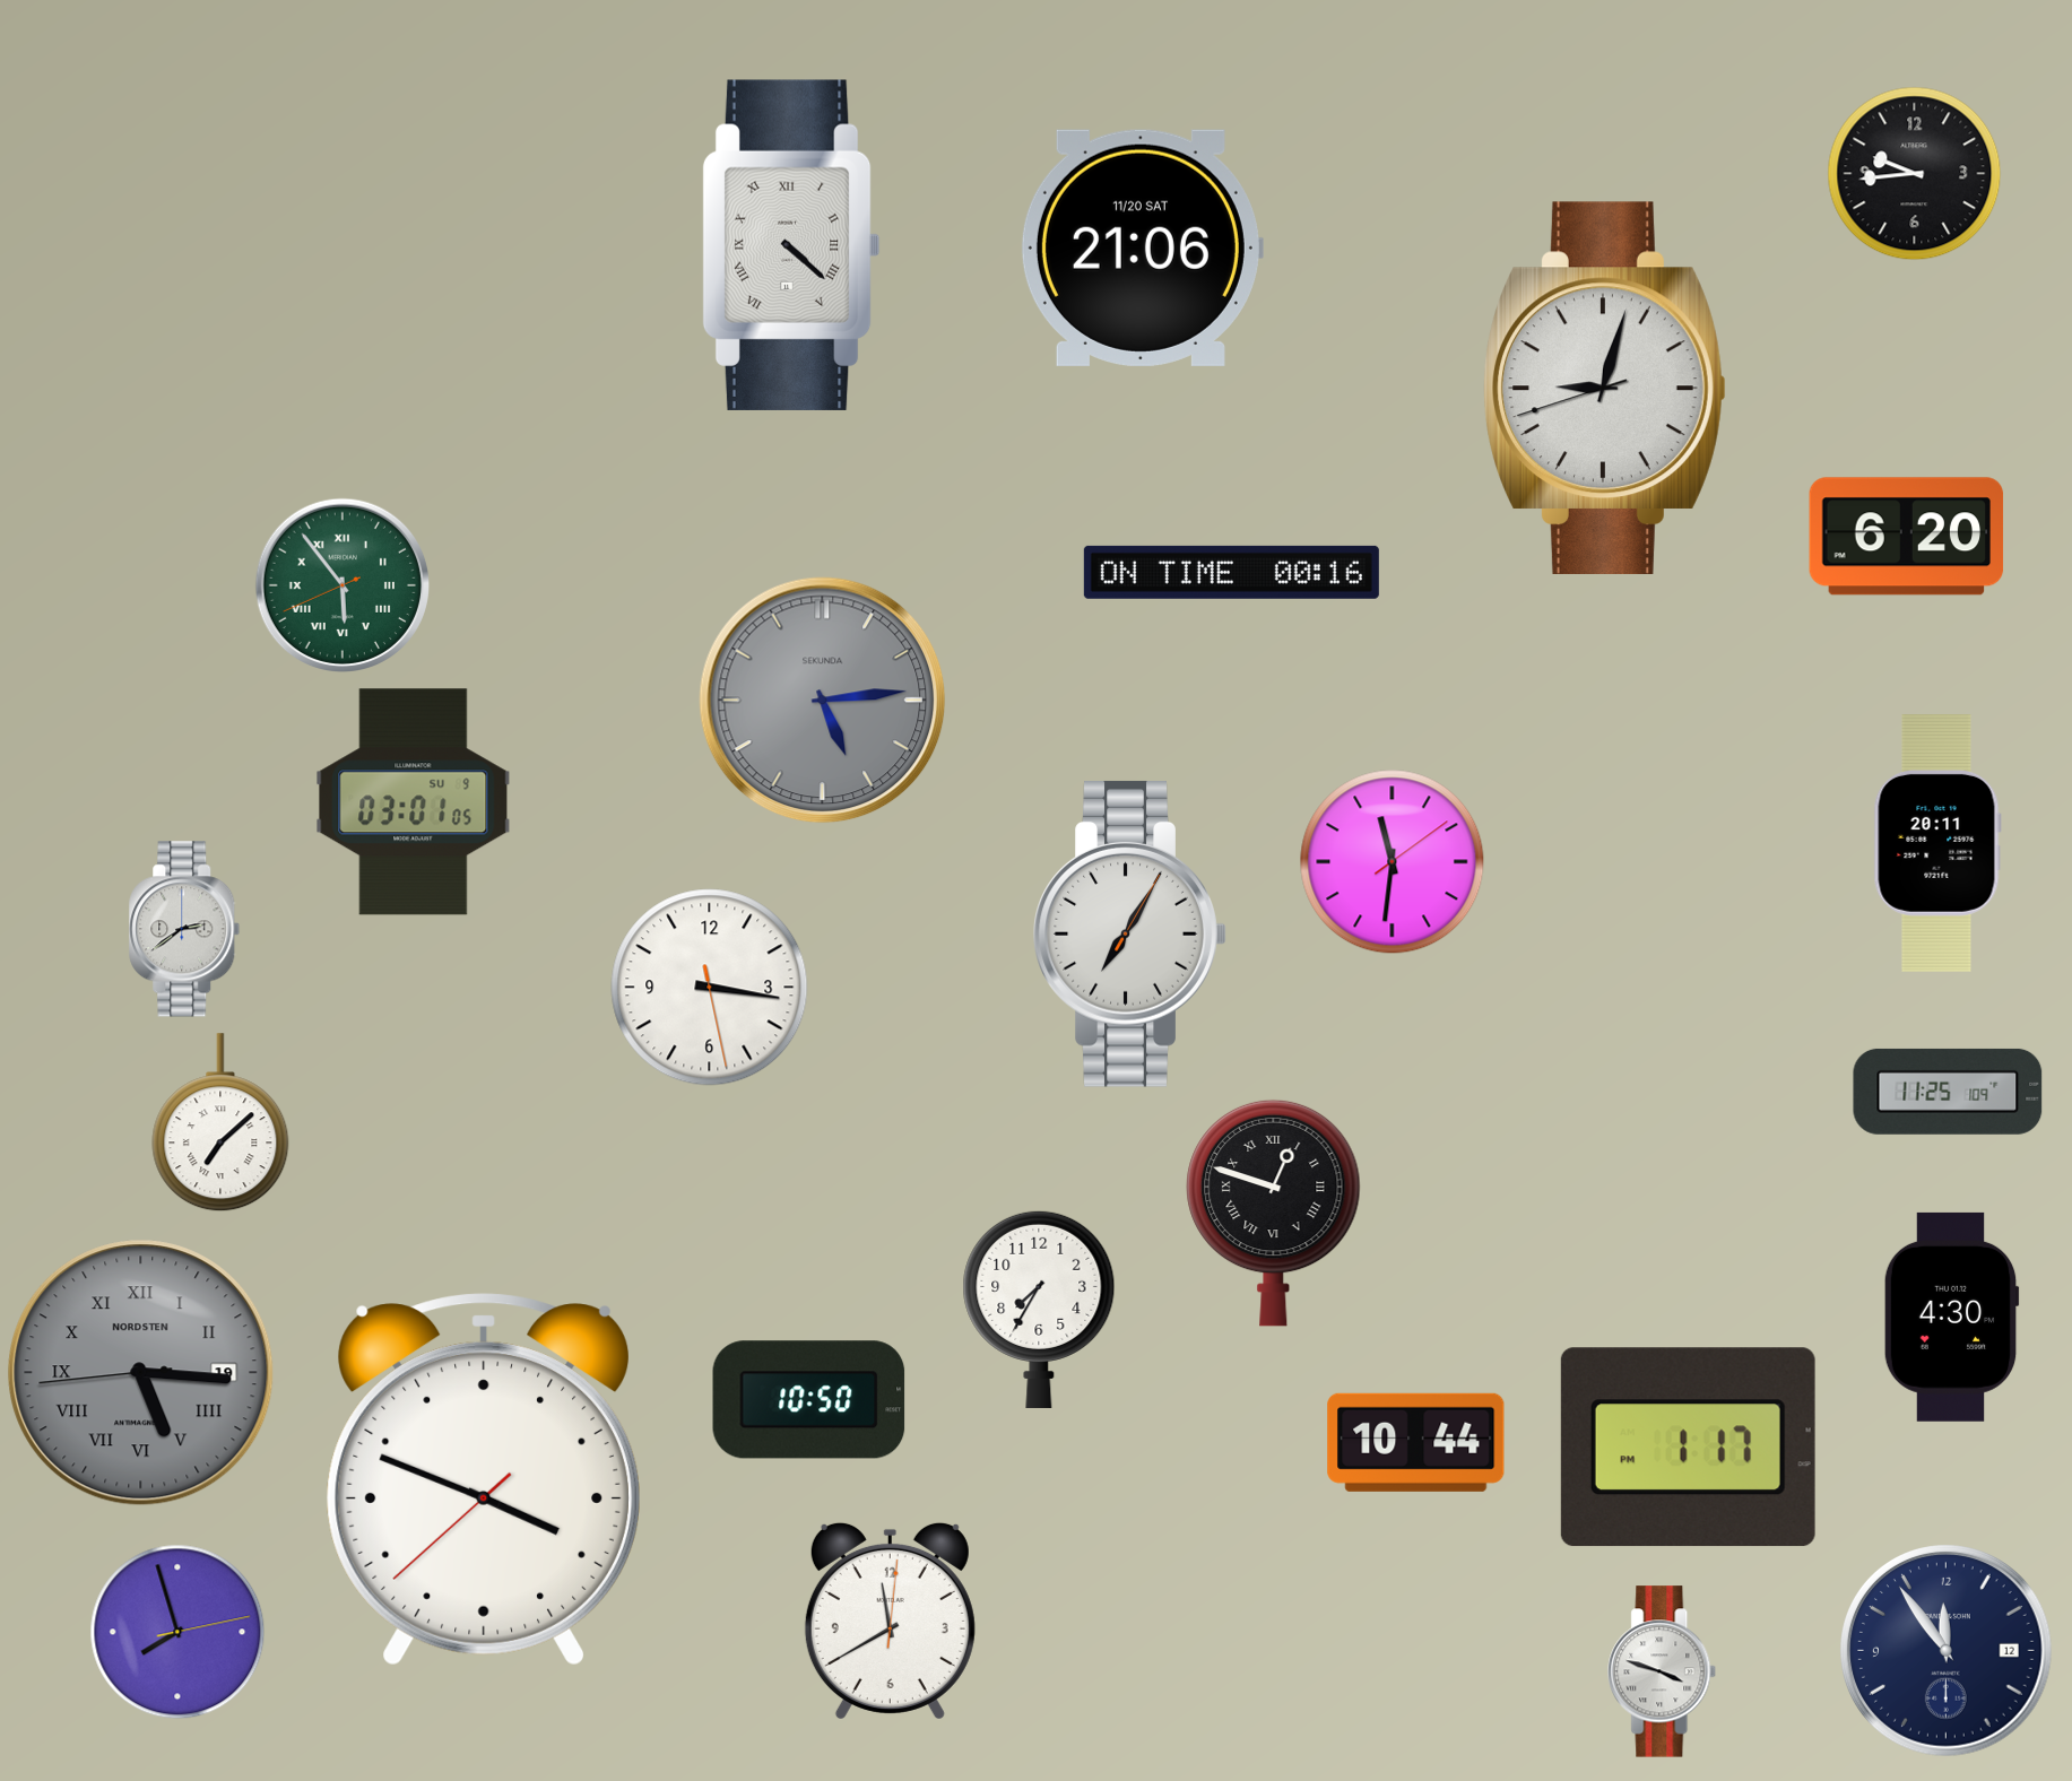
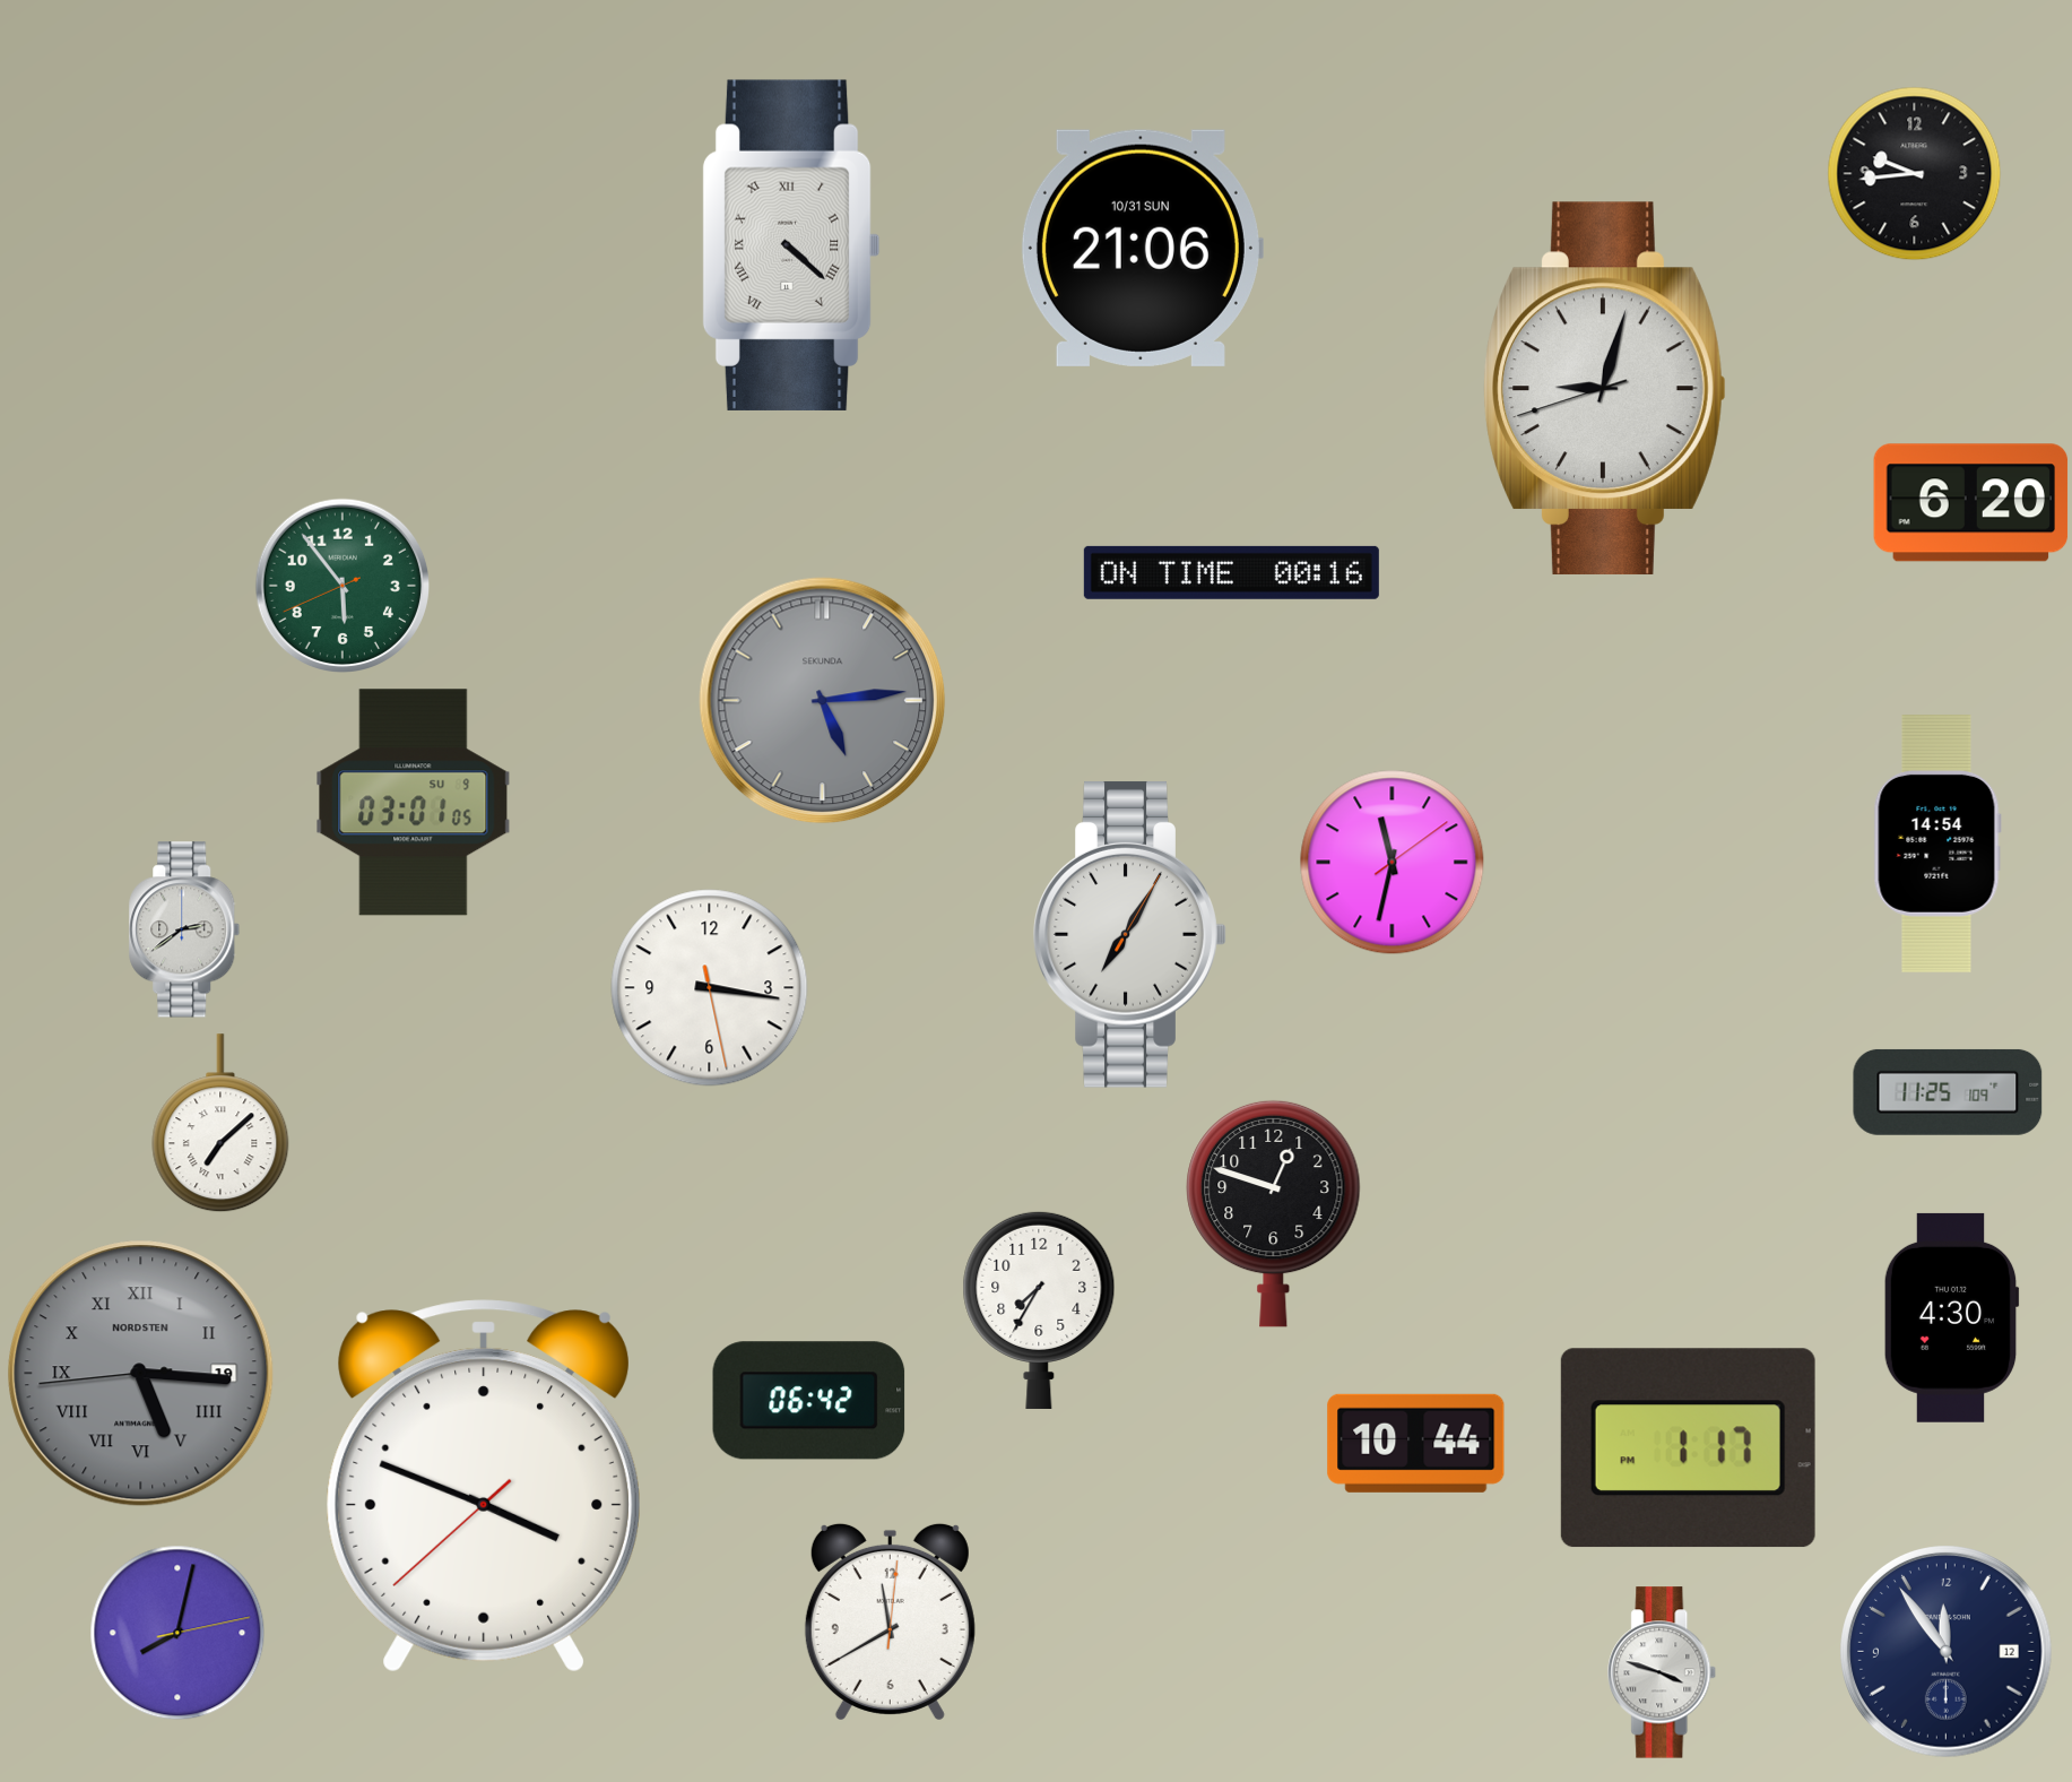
clock at (1142, 247) date: 11/20 SAT -> 10/31 SUN
clock at (1907, 537) position: (1907, 537) -> (1971, 503)
clock at (341, 584) numerals: Roman -> Arabic
clock at (1937, 844): 20:11 -> 14:54
clock at (1393, 862): 11:31 -> 11:32
clock at (1274, 1213) numerals: Roman -> Arabic
clock at (809, 1400): 10:50 -> 06:42
clock at (484, 1479) position: (484, 1479) -> (484, 1486)
clock at (177, 1632): 7:57 -> 8:02
